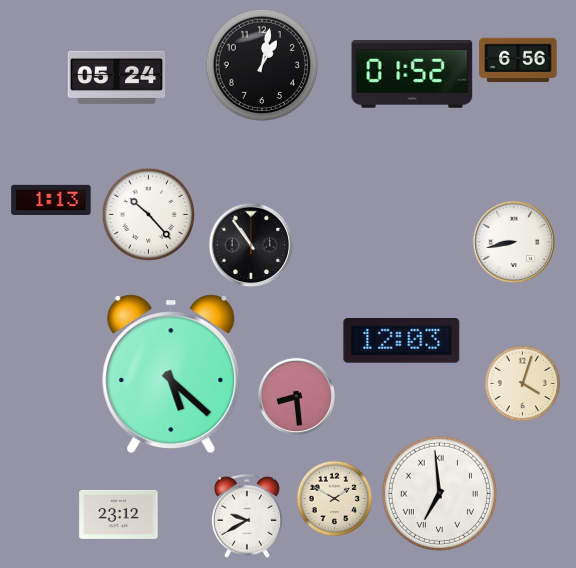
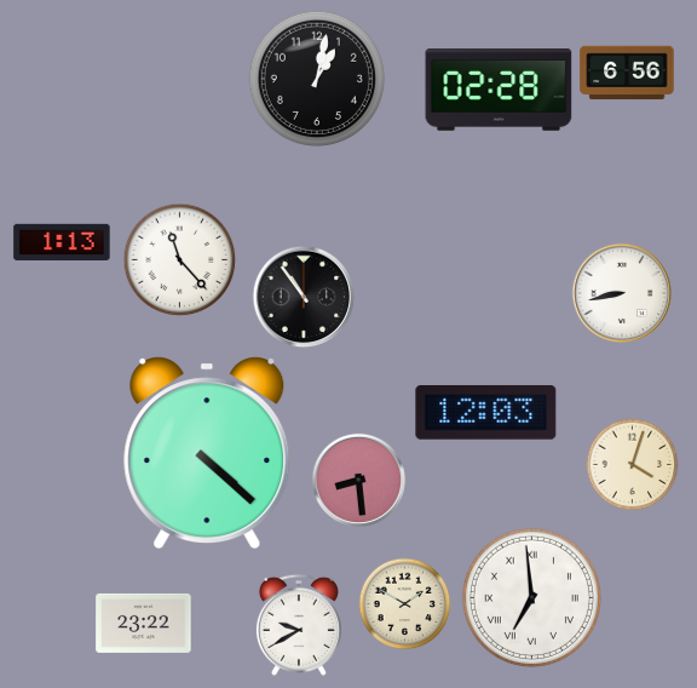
clock at (412, 75): 01:52 -> 02:28
clock at (117, 77): 05:24 -> none
clock at (149, 215): 10:23 -> 11:23
clock at (171, 373): 5:22 -> 4:22
clock at (119, 514): 23:12 -> 23:22
